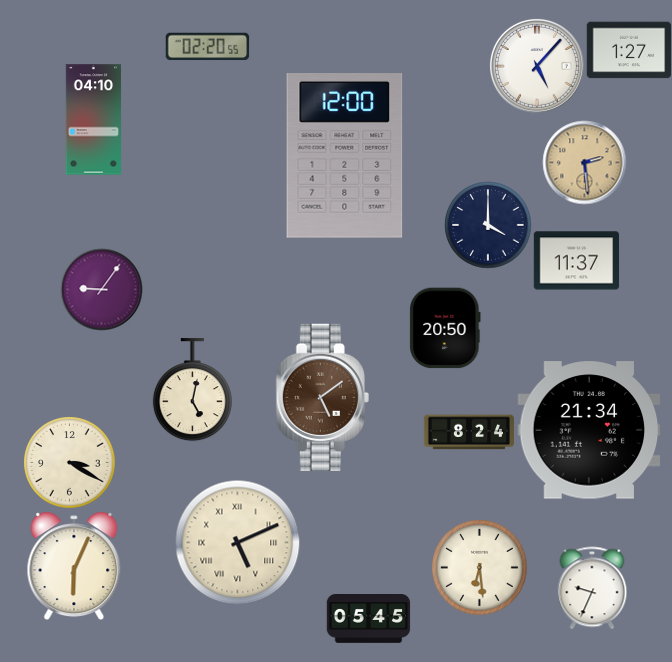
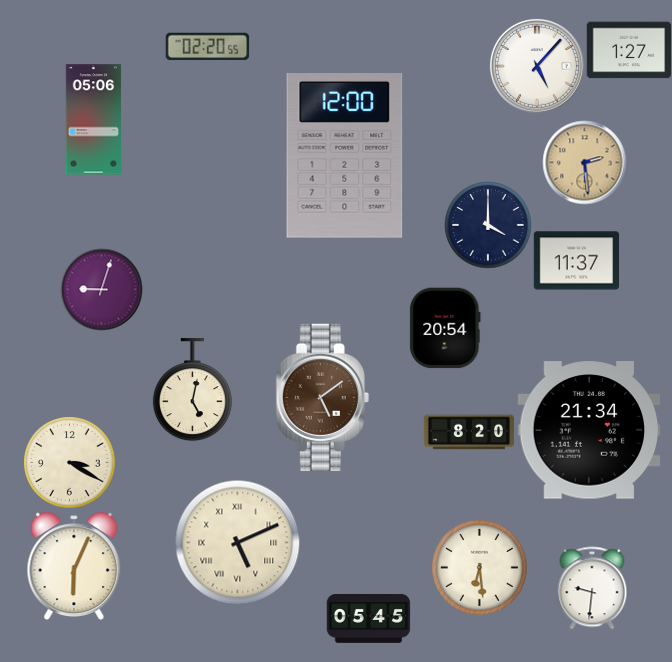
clock at (94, 120): 04:10 -> 05:06
clock at (101, 289): 9:06 -> 9:03
clock at (445, 328): 20:50 -> 20:54
clock at (469, 432): 8:24 -> 8:20
clock at (592, 588): 9:34 -> 9:31
